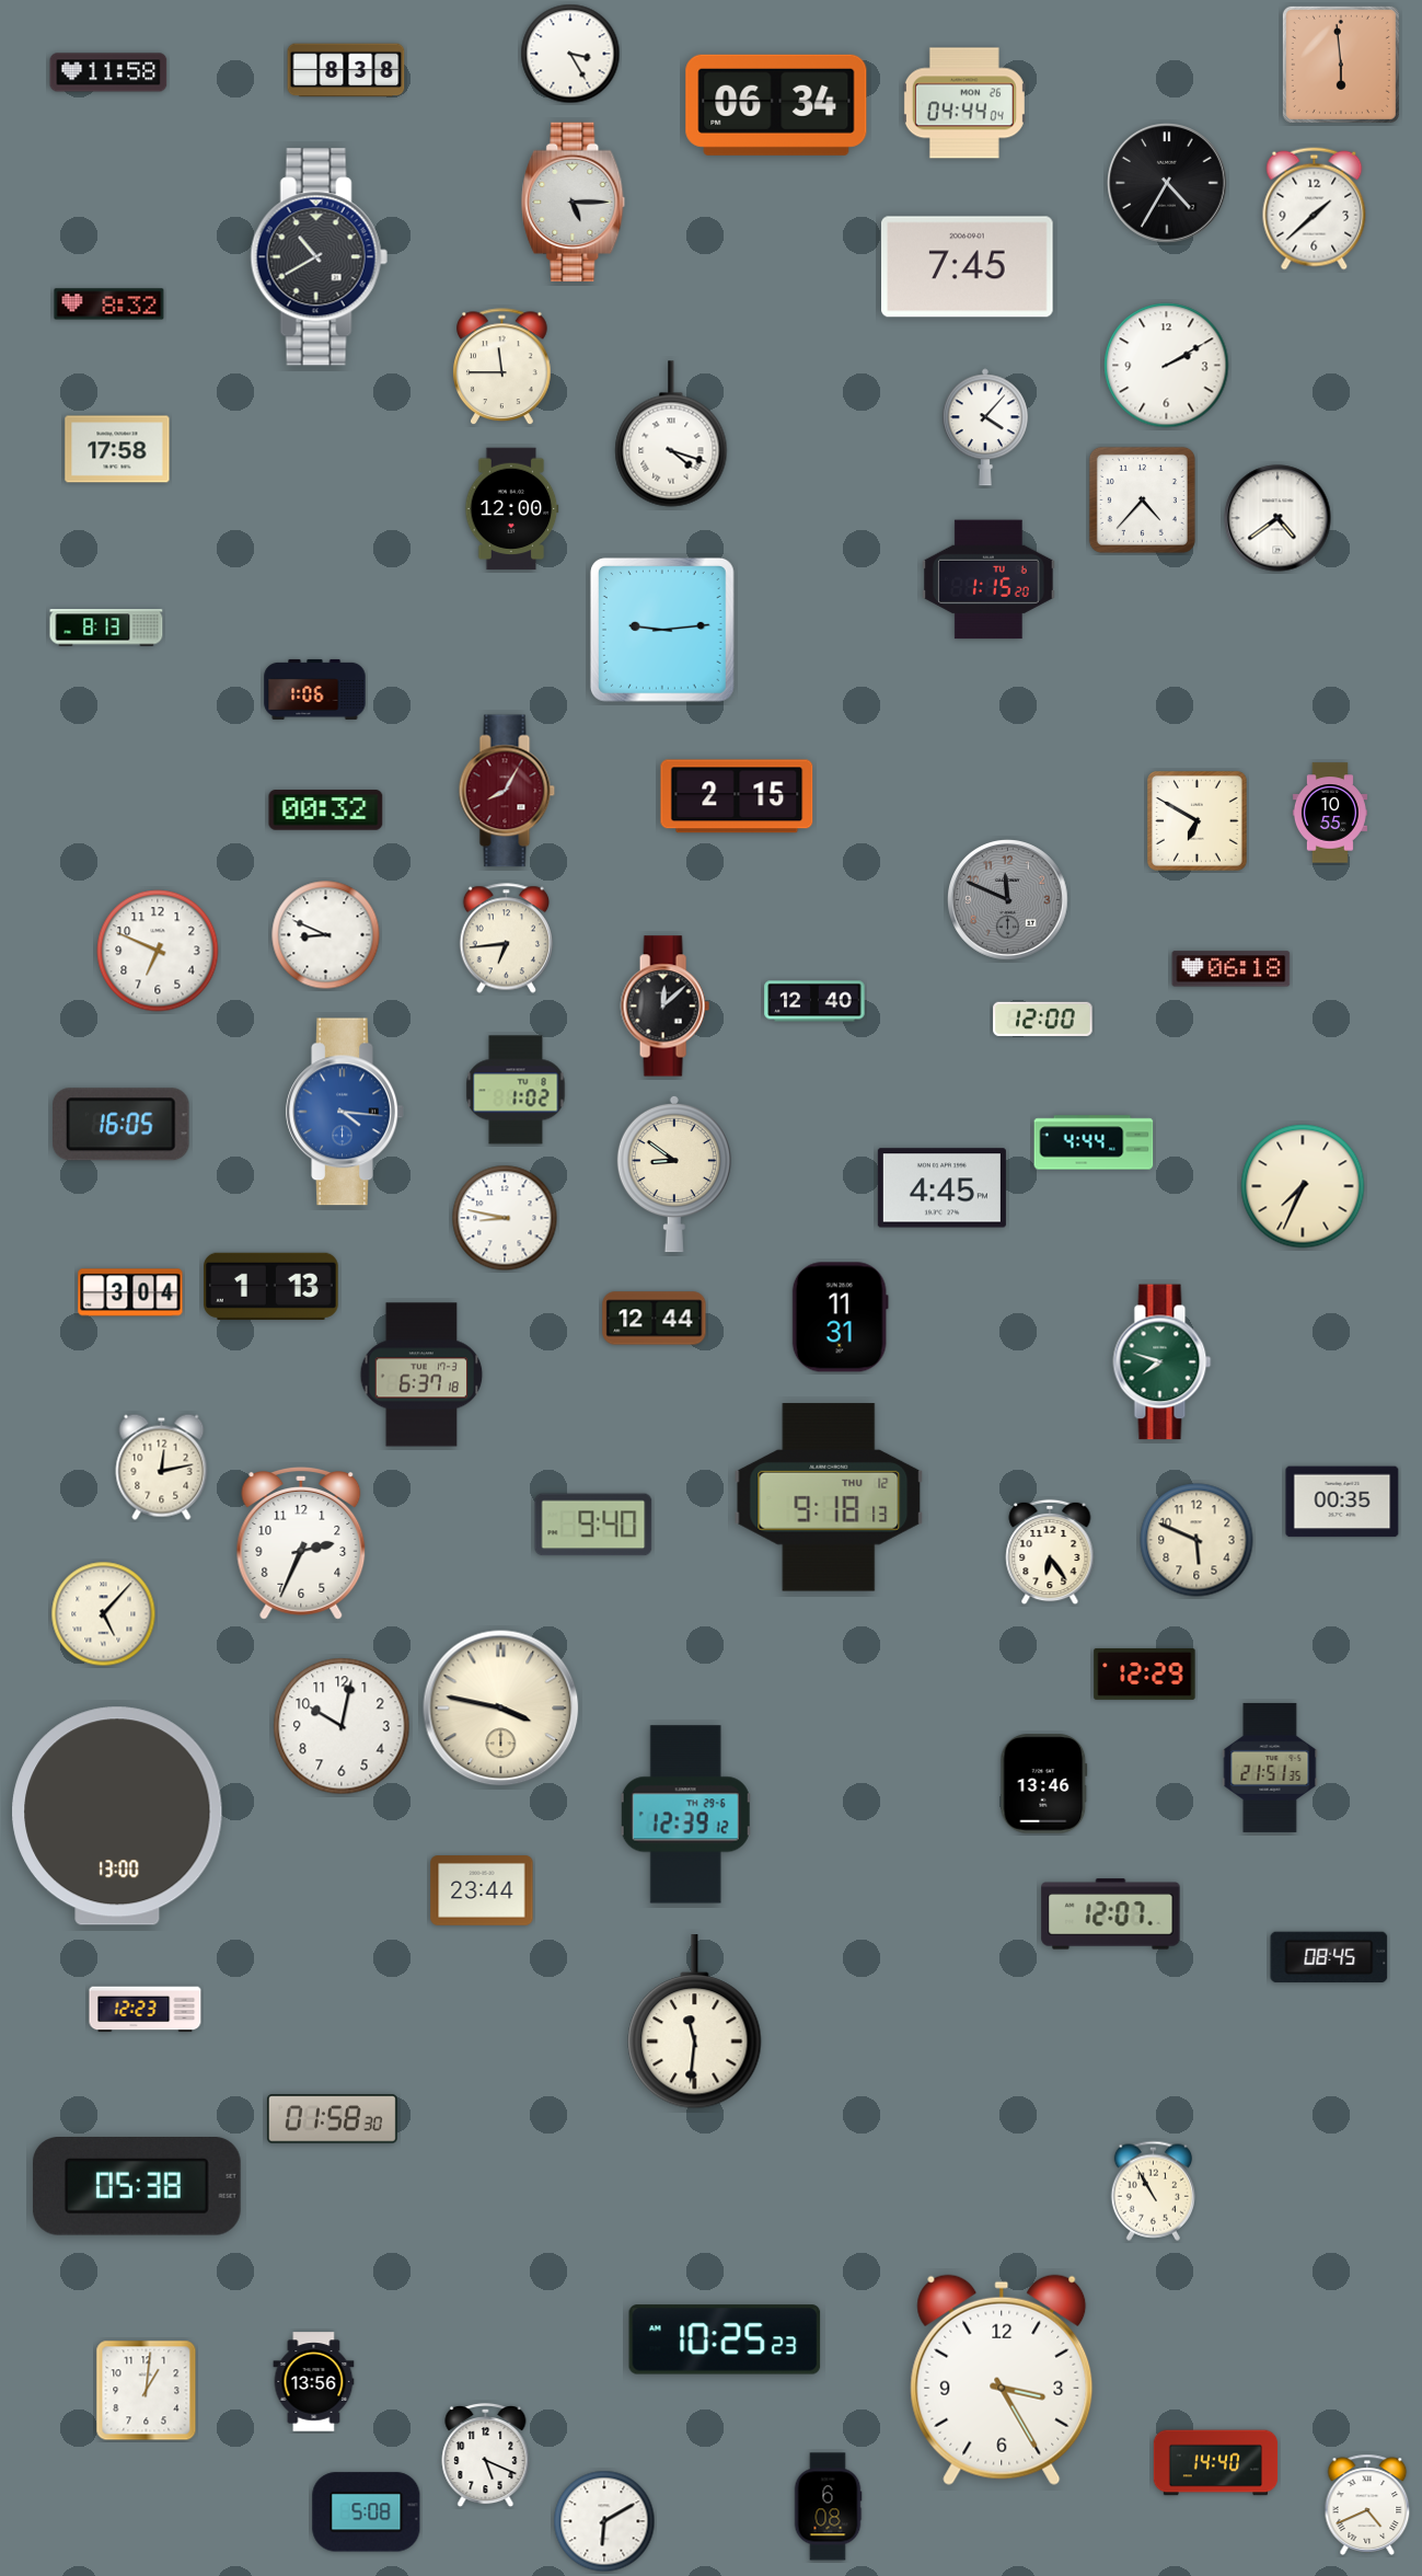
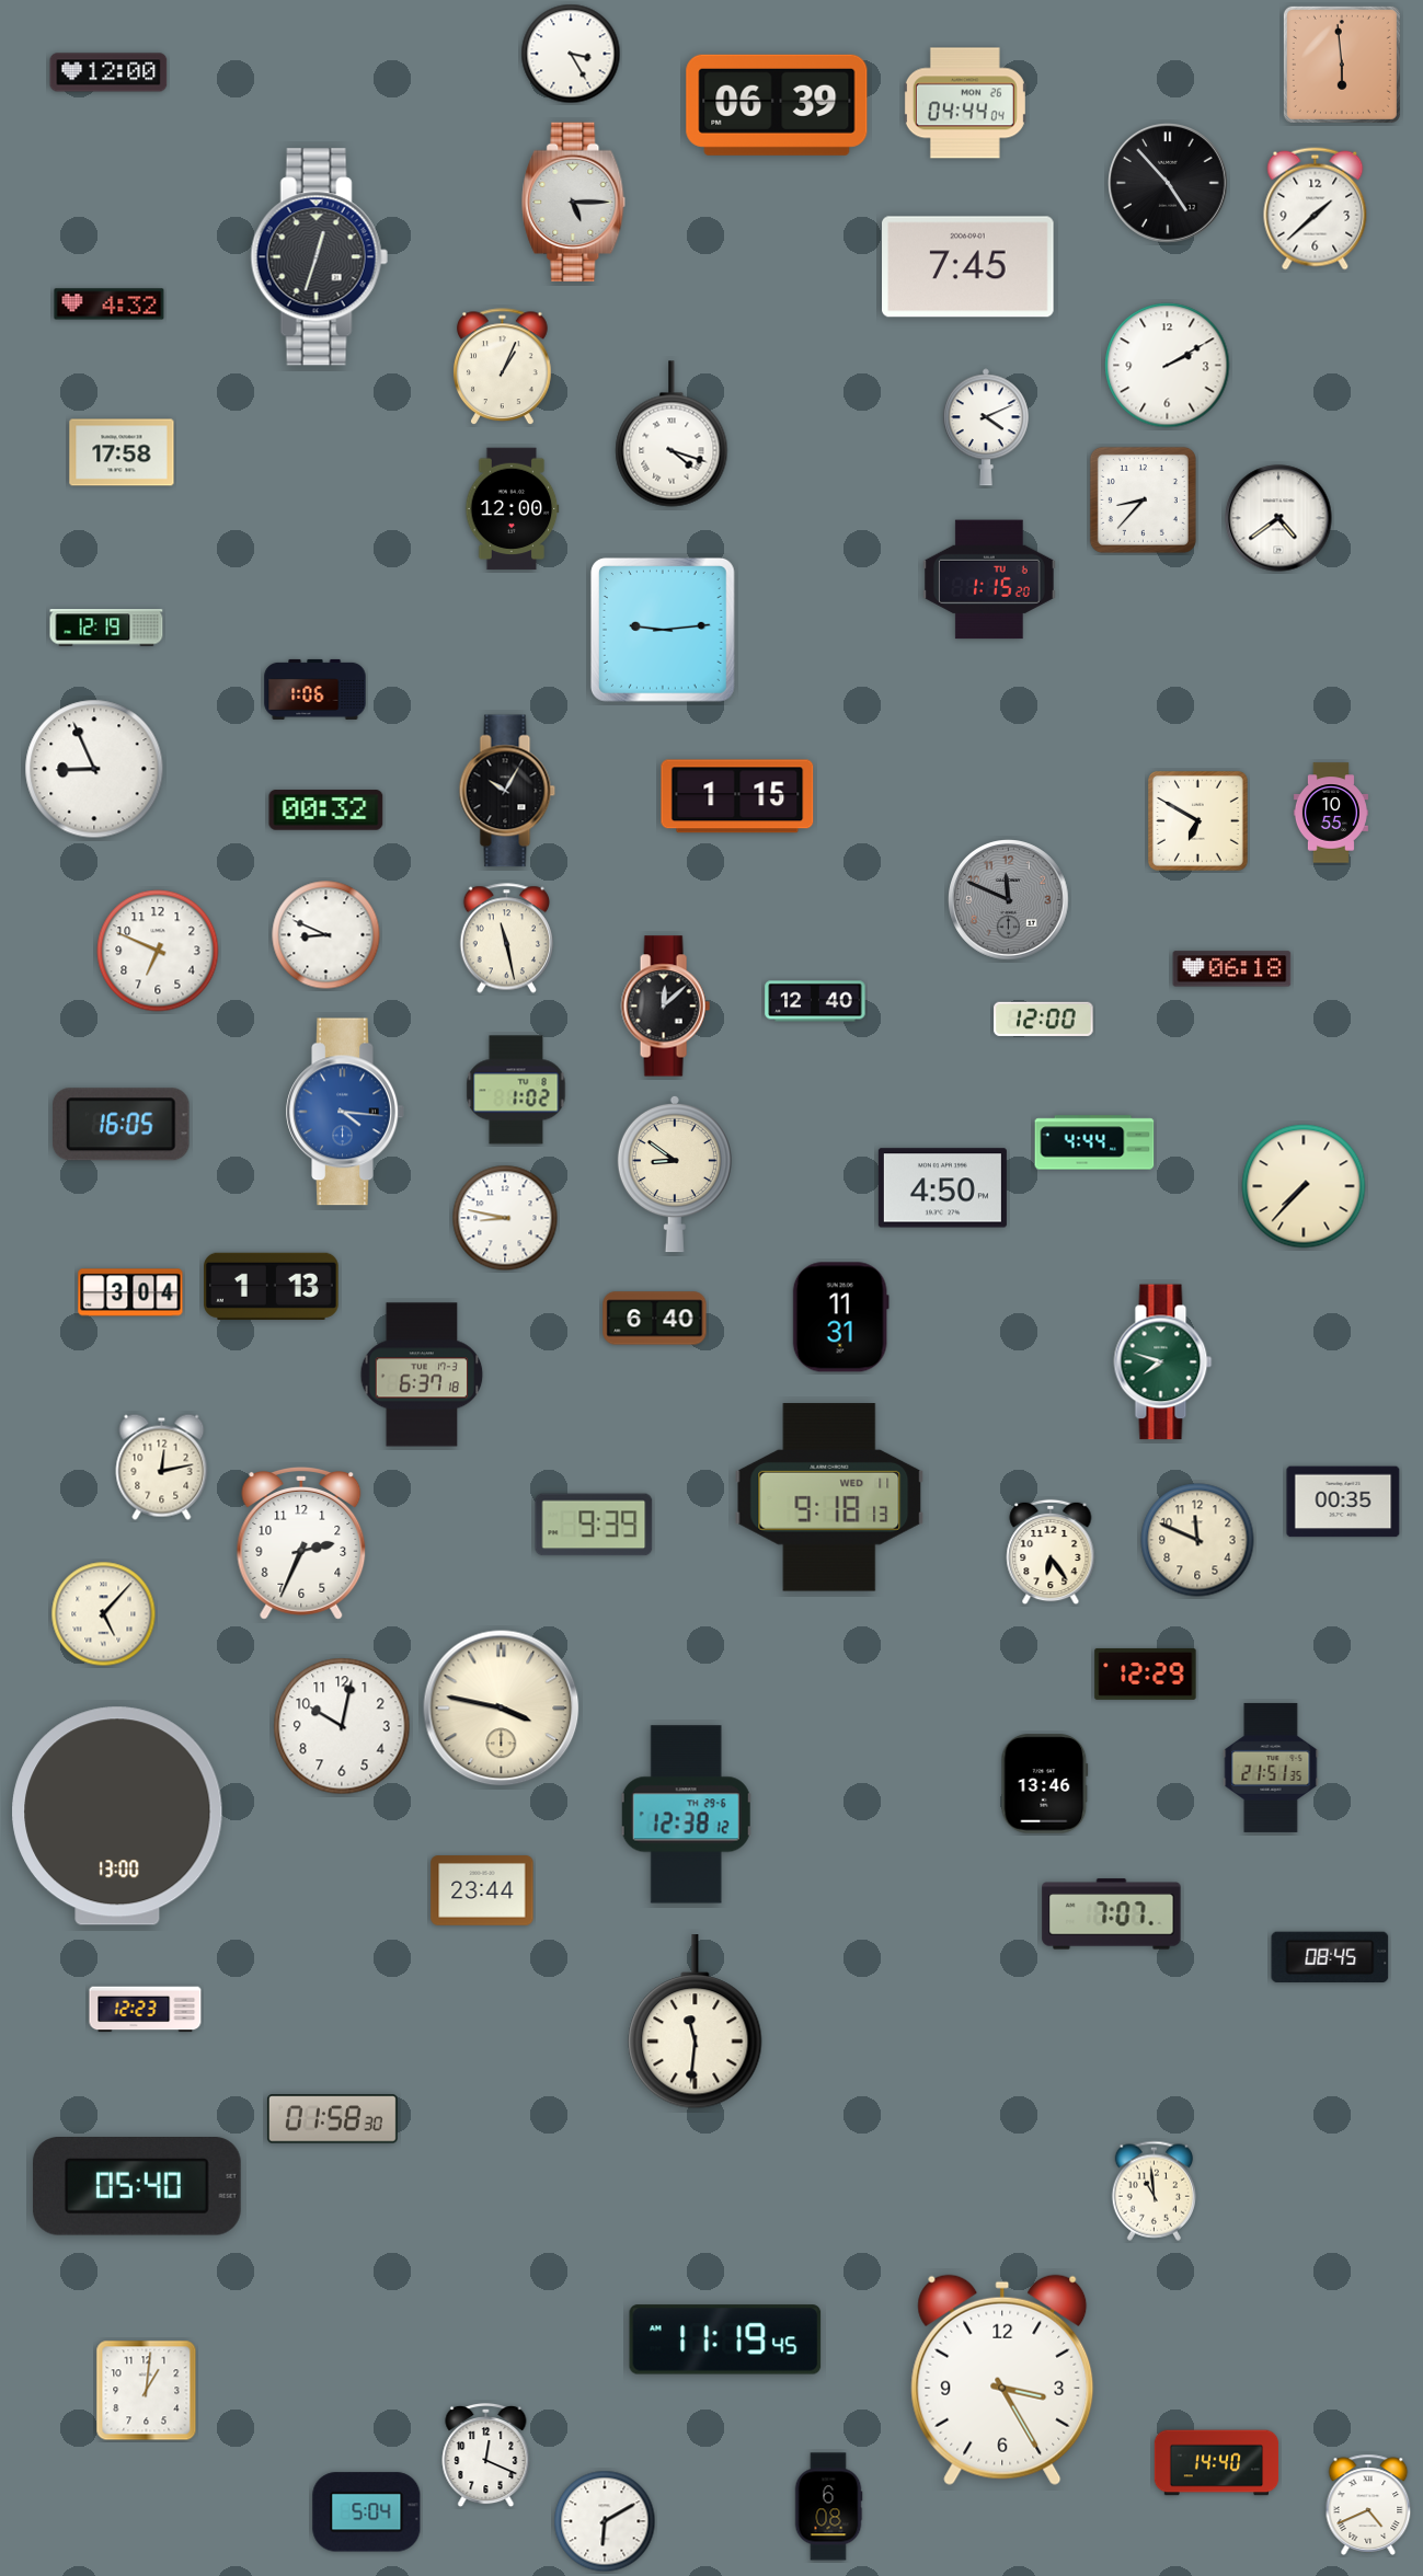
clock at (346, 70): 8:38 -> none
clock at (108, 72): 11:58 -> 12:00
clock at (776, 105): 06:34 -> 06:39
clock at (1167, 183): 4:35 -> 4:53
clock at (319, 257): 10:40 -> 12:33
clock at (109, 304): 8:32 -> 4:32
clock at (502, 367): 11:45 -> 1:04
clock at (985, 427): 4:07 -> 4:11
clock at (117, 449) position: (117, 449) -> (122, 452)
clock at (1142, 499): 4:37 -> 8:37
clock at (106, 628): 8:13 -> 12:19
clock at (94, 769): none -> 8:56
clock at (507, 791): 8:05 -> 10:05
clock at (507, 791) dial: burgundy -> black
clock at (737, 796): 2:15 -> 1:15
clock at (506, 939): 6:44 -> 11:28
clock at (1303, 1186): 7:34 -> 7:37
clock at (941, 1188): 4:45 -> 4:50
clock at (655, 1319): 12:44 -> 6:40
clock at (829, 1497) date: THU 12 -> WED 11
clock at (593, 1525): 9:40 -> 9:39
clock at (1196, 1540): 5:49 -> 11:49
clock at (686, 1815): 12:39 -> 12:38
clock at (1111, 1914): 12:07 -> 7:07
clock at (137, 2187): 05:38 -> 05:40
clock at (1153, 2190): 10:55 -> 10:59
clock at (725, 2339): 10:25 -> 11:19
clock at (314, 2382): 13:56 -> none
clock at (486, 2456): 5:19 -> 12:19
clock at (367, 2512): 5:08 -> 5:04
